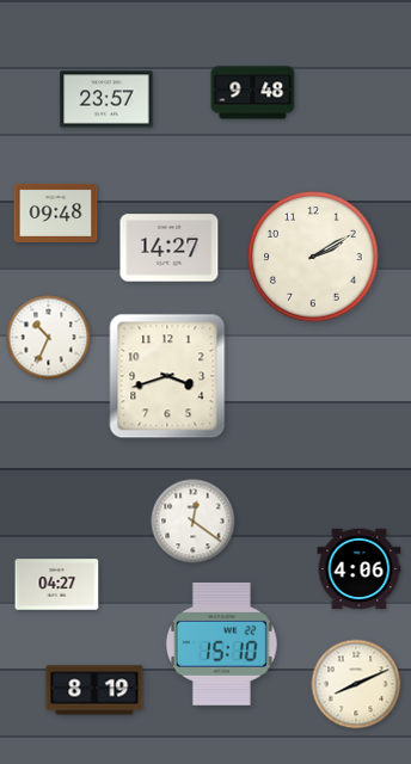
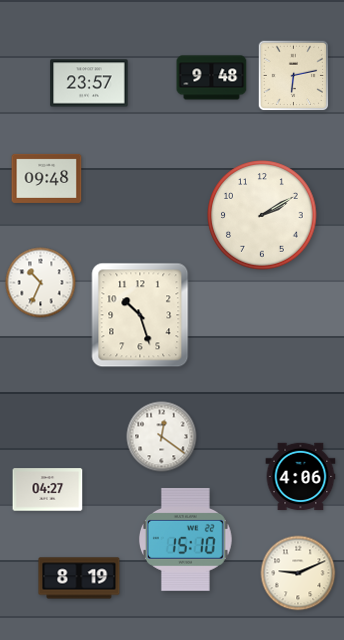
clock at (294, 76): none -> 6:13
clock at (170, 248): 14:27 -> none
clock at (167, 376): 3:42 -> 10:27
clock at (356, 684): 8:11 -> 9:11
